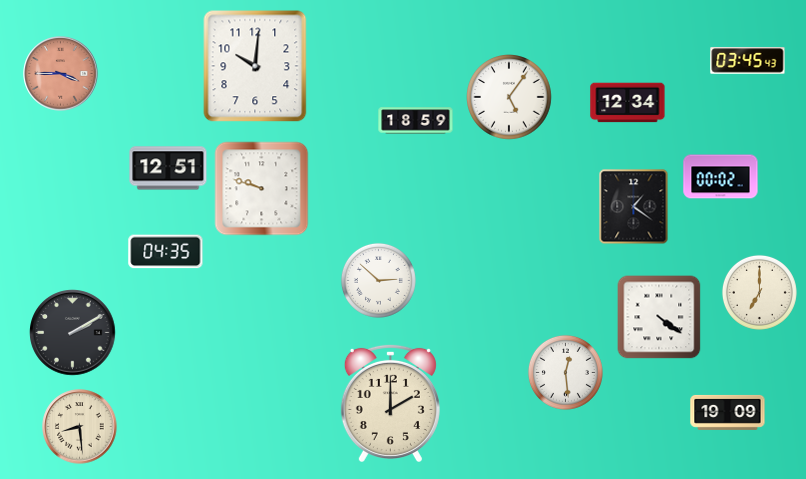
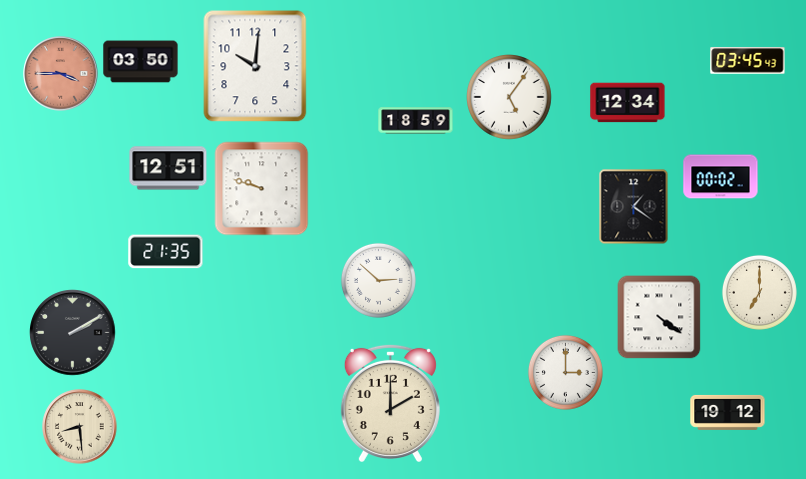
clock at (141, 62): none -> 03:50
clock at (166, 252): 04:35 -> 21:35
clock at (565, 372): 12:29 -> 3:00
clock at (728, 412): 19:09 -> 19:12
